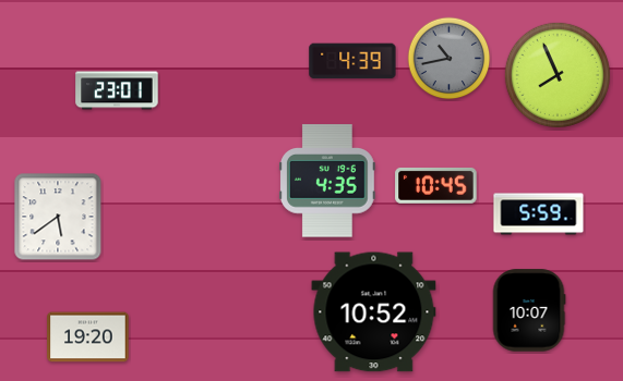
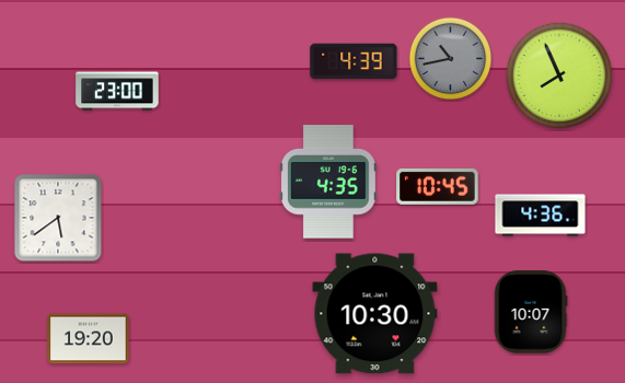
clock at (117, 90): 23:01 -> 23:00
clock at (539, 214): 5:59 -> 4:36
clock at (374, 312): 10:52 -> 10:30
